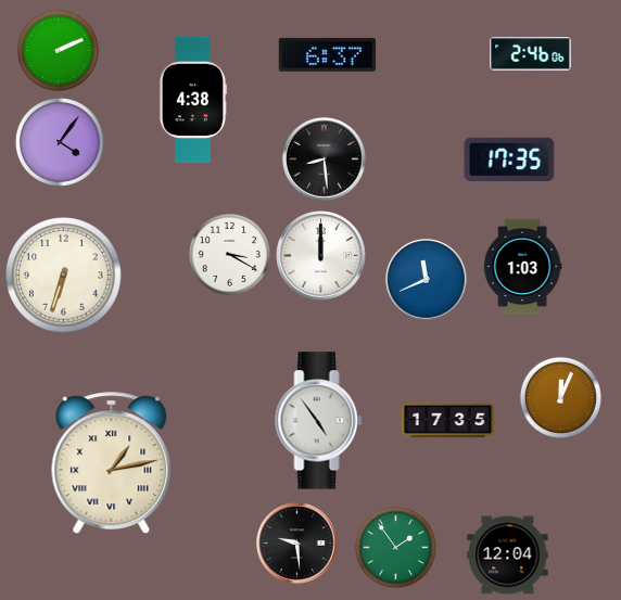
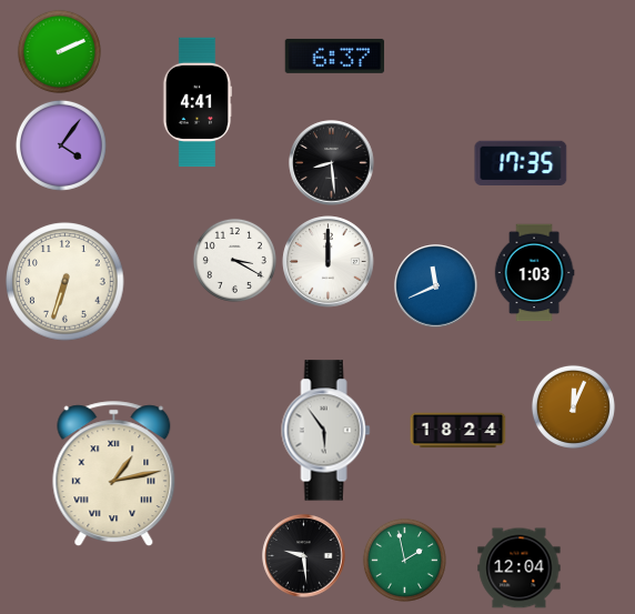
clock at (531, 54): 2:46 -> none
clock at (192, 100): 4:38 -> 4:41
clock at (319, 421): 4:54 -> 5:54
clock at (448, 421): 17:35 -> 18:24
clock at (395, 547): 1:54 -> 1:58
